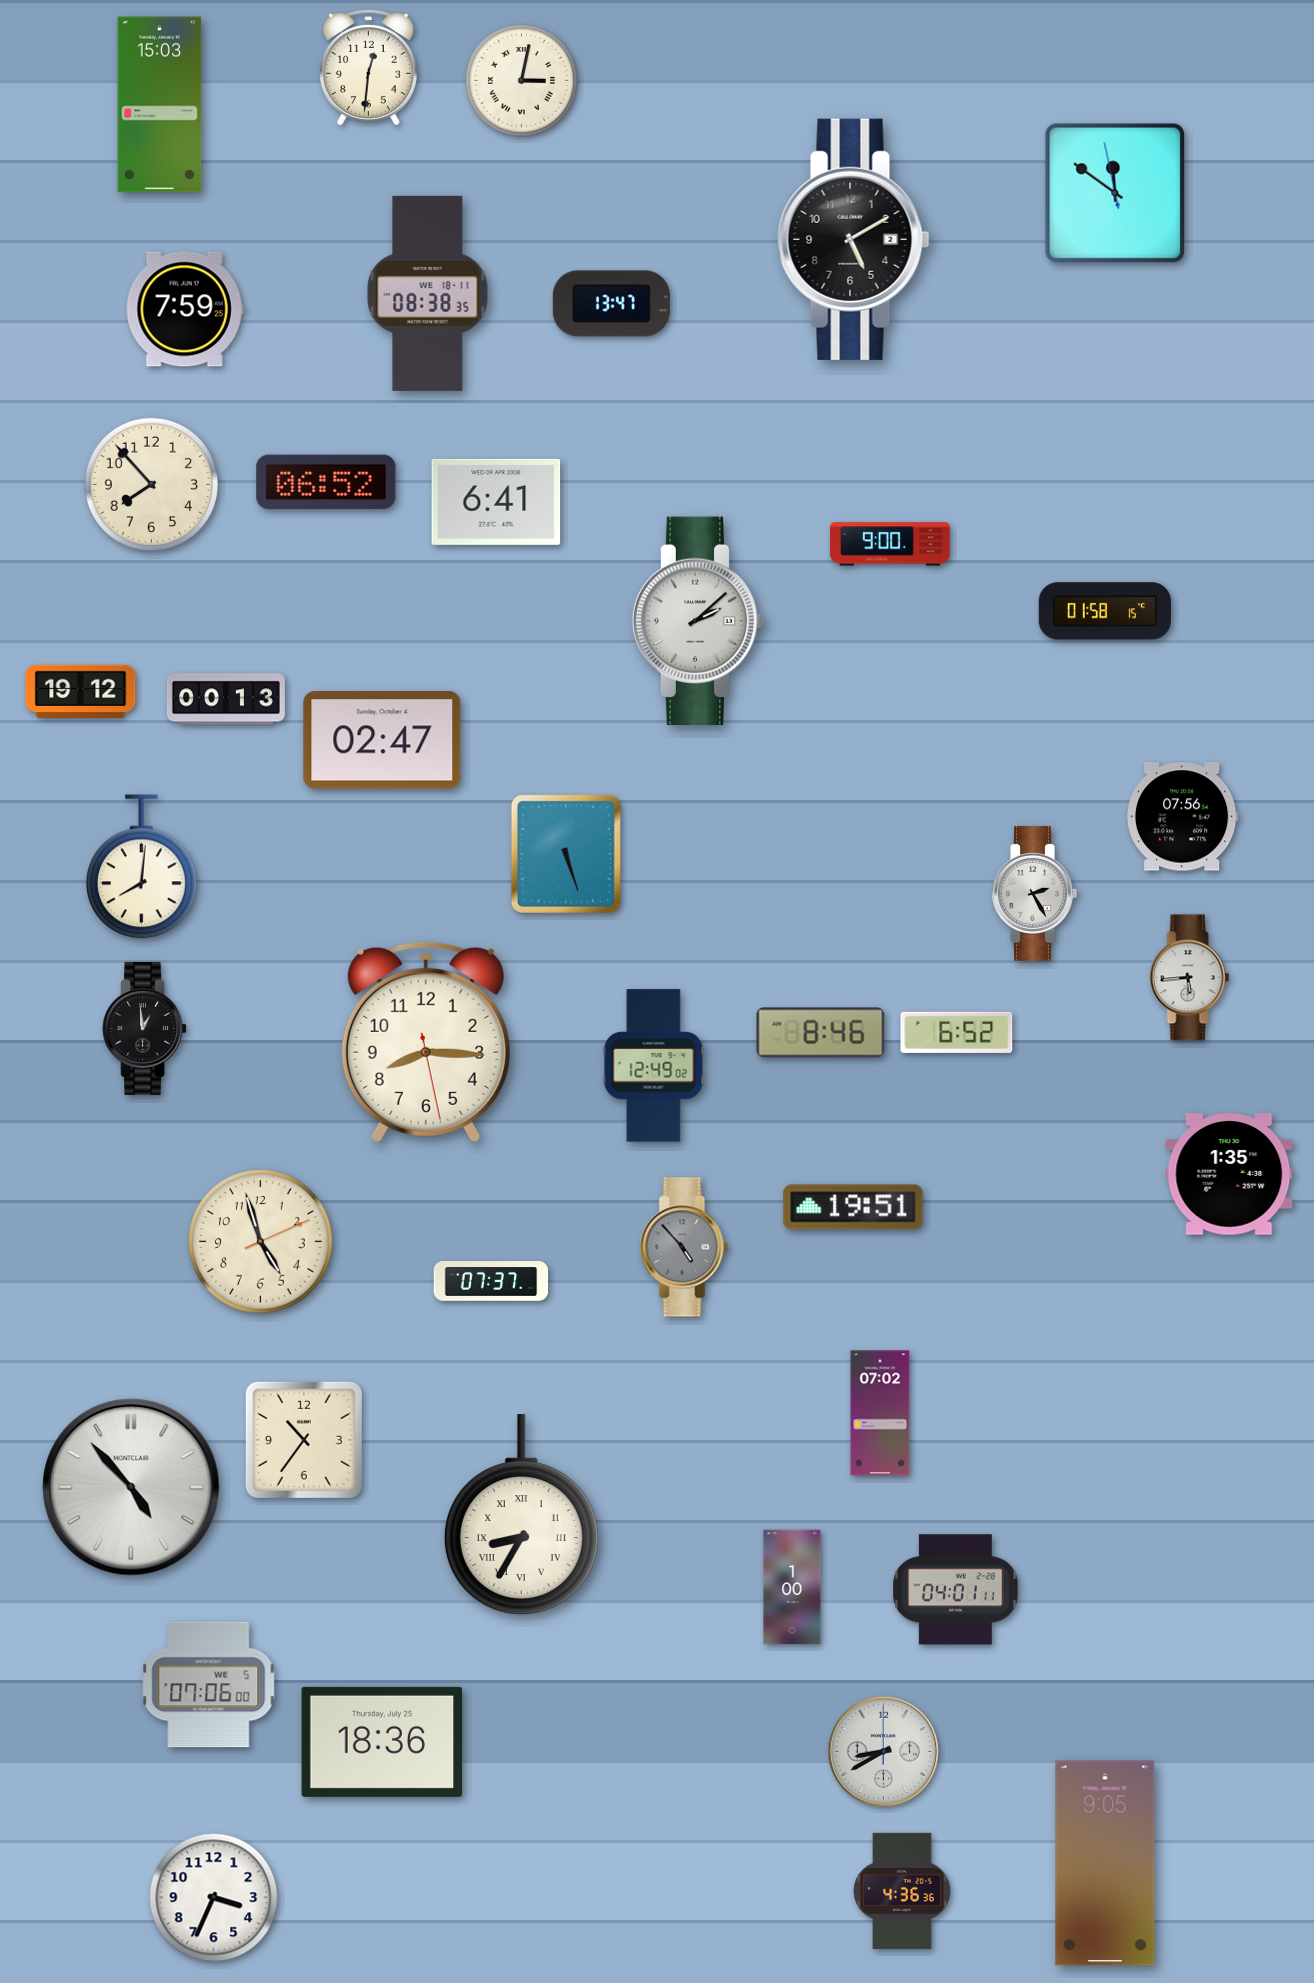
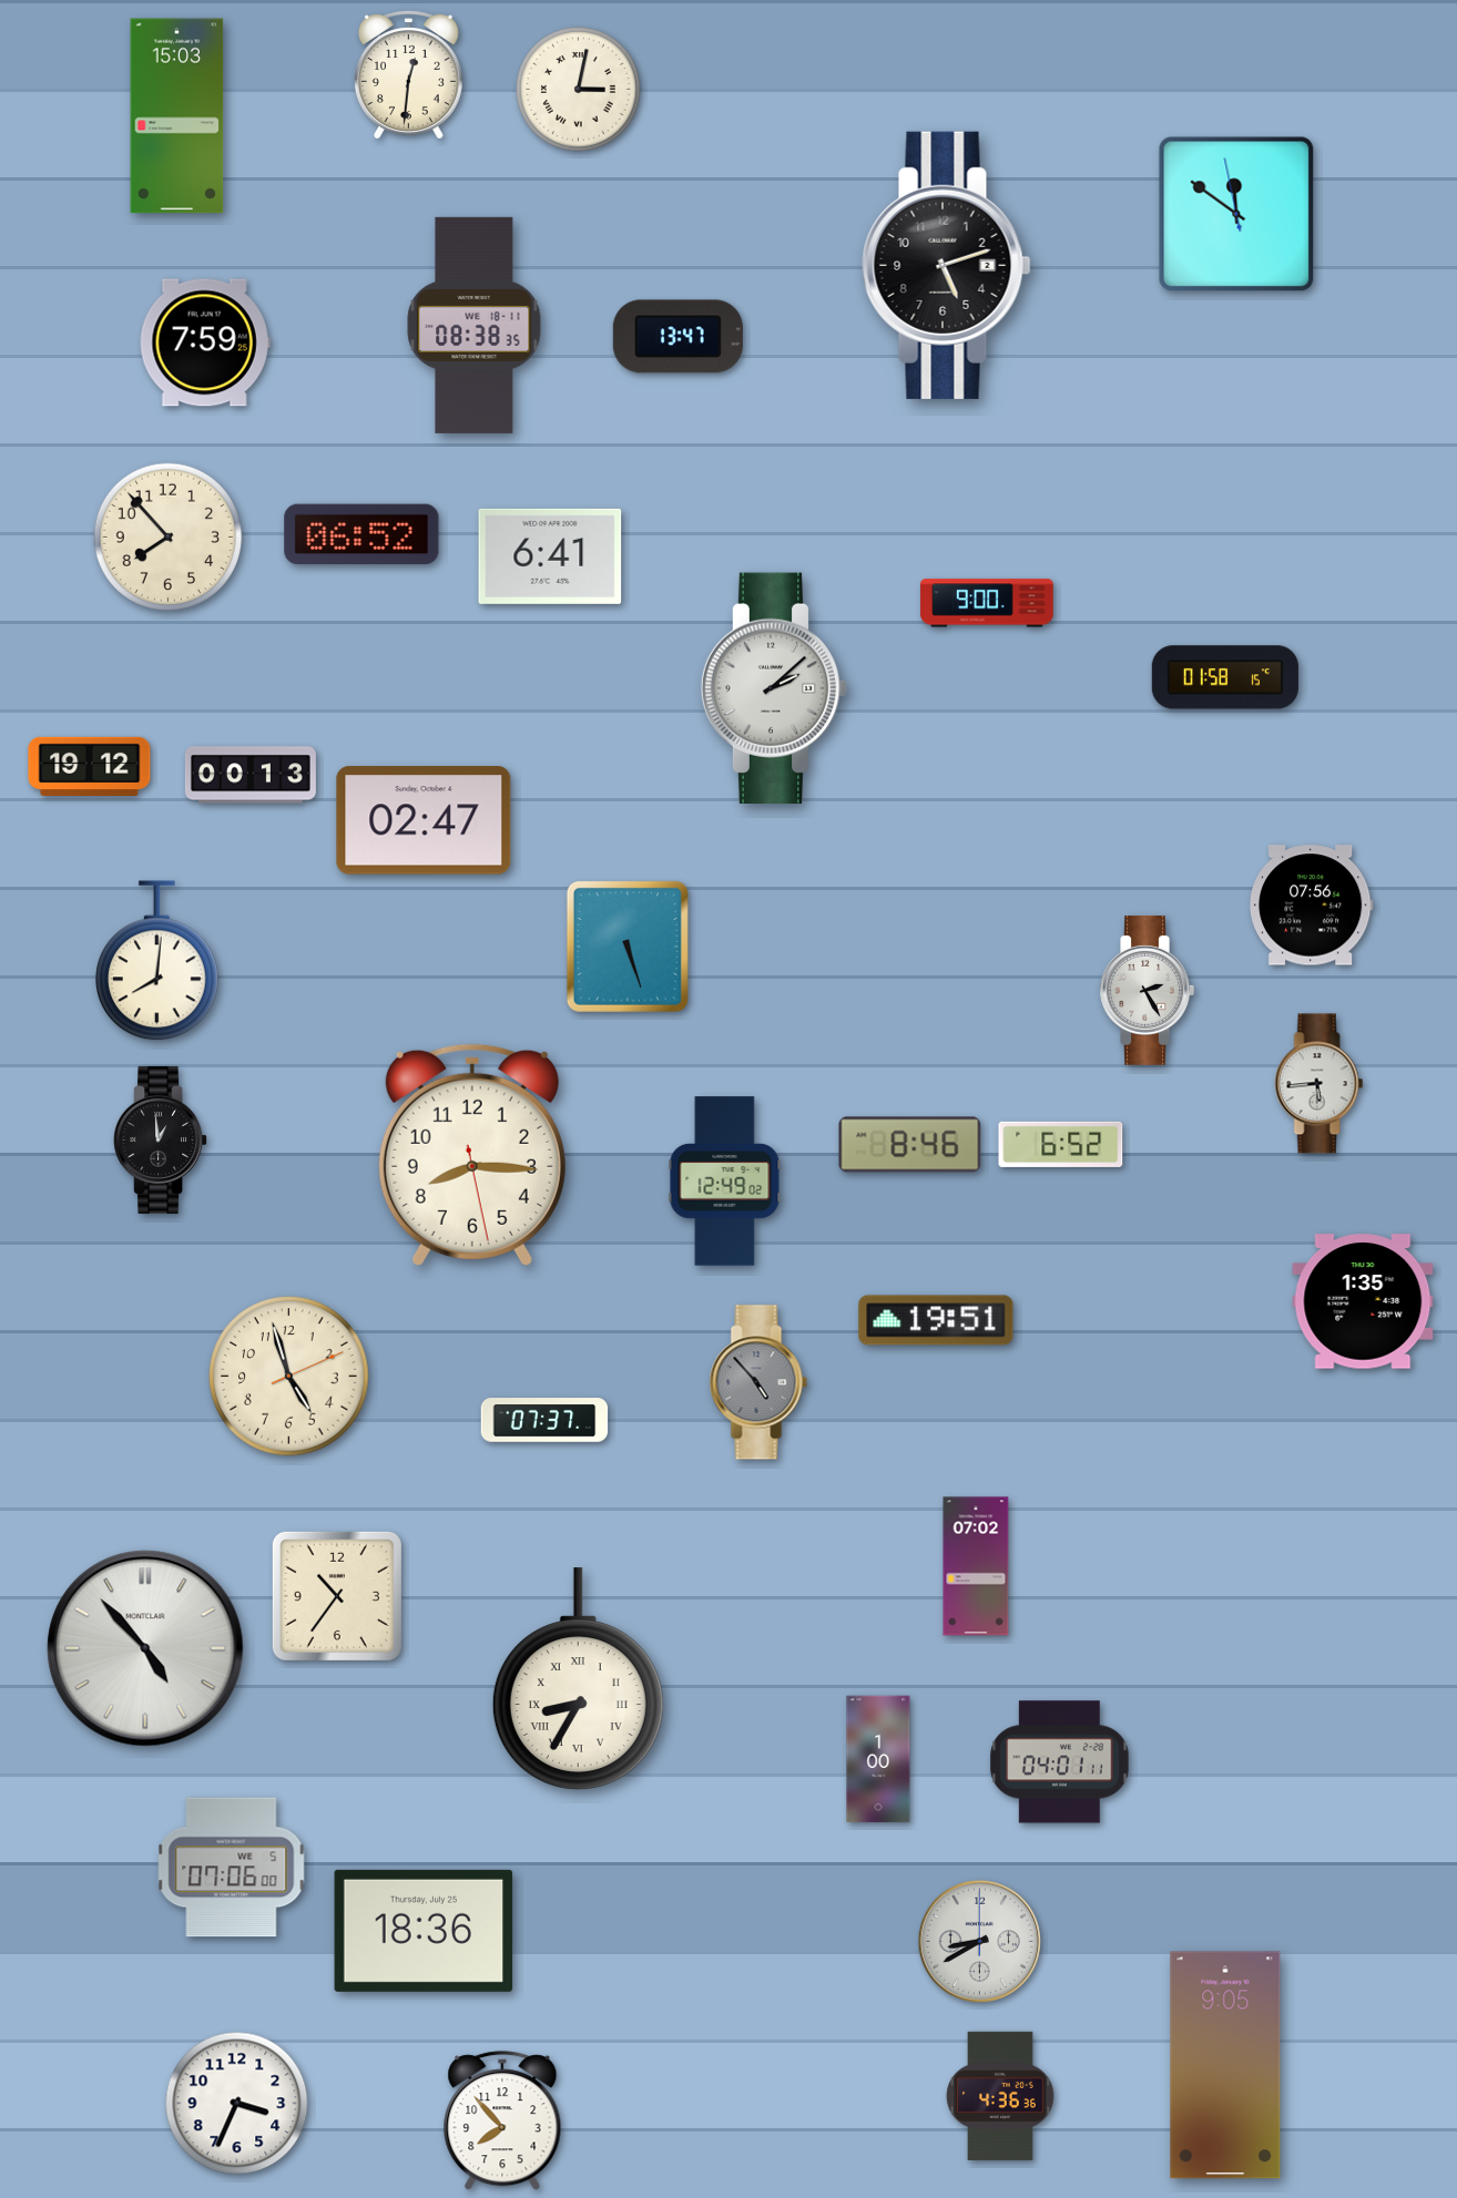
clock at (854, 239): 5:10 -> 5:12
clock at (853, 1207) position: (853, 1207) -> (936, 1320)
clock at (502, 2122): none -> 7:53
